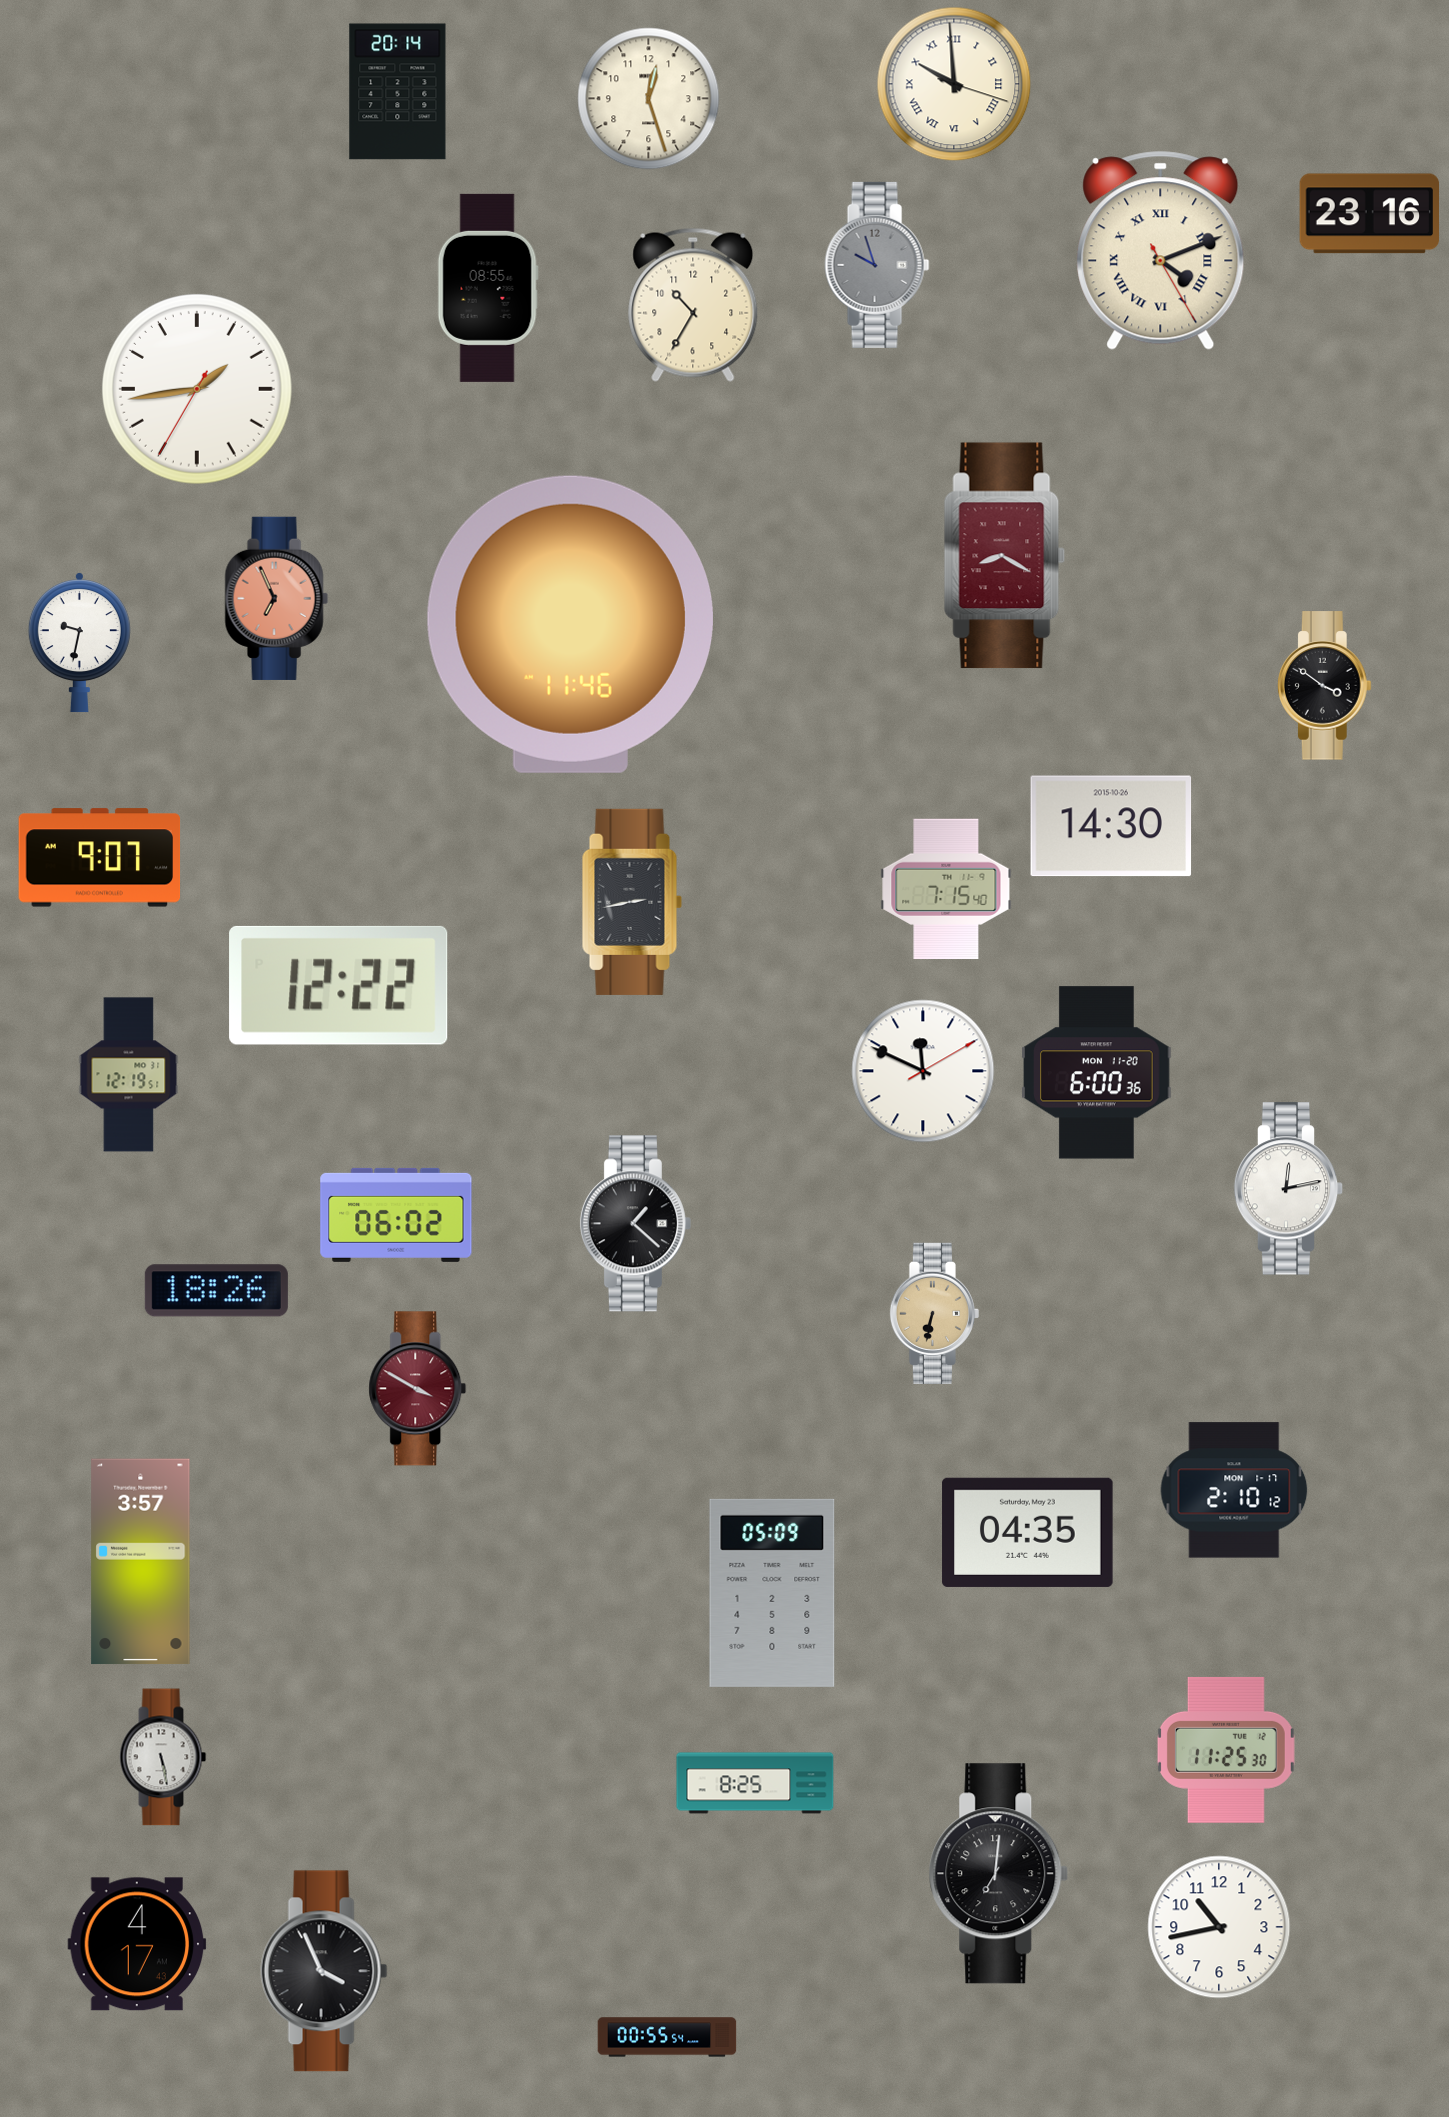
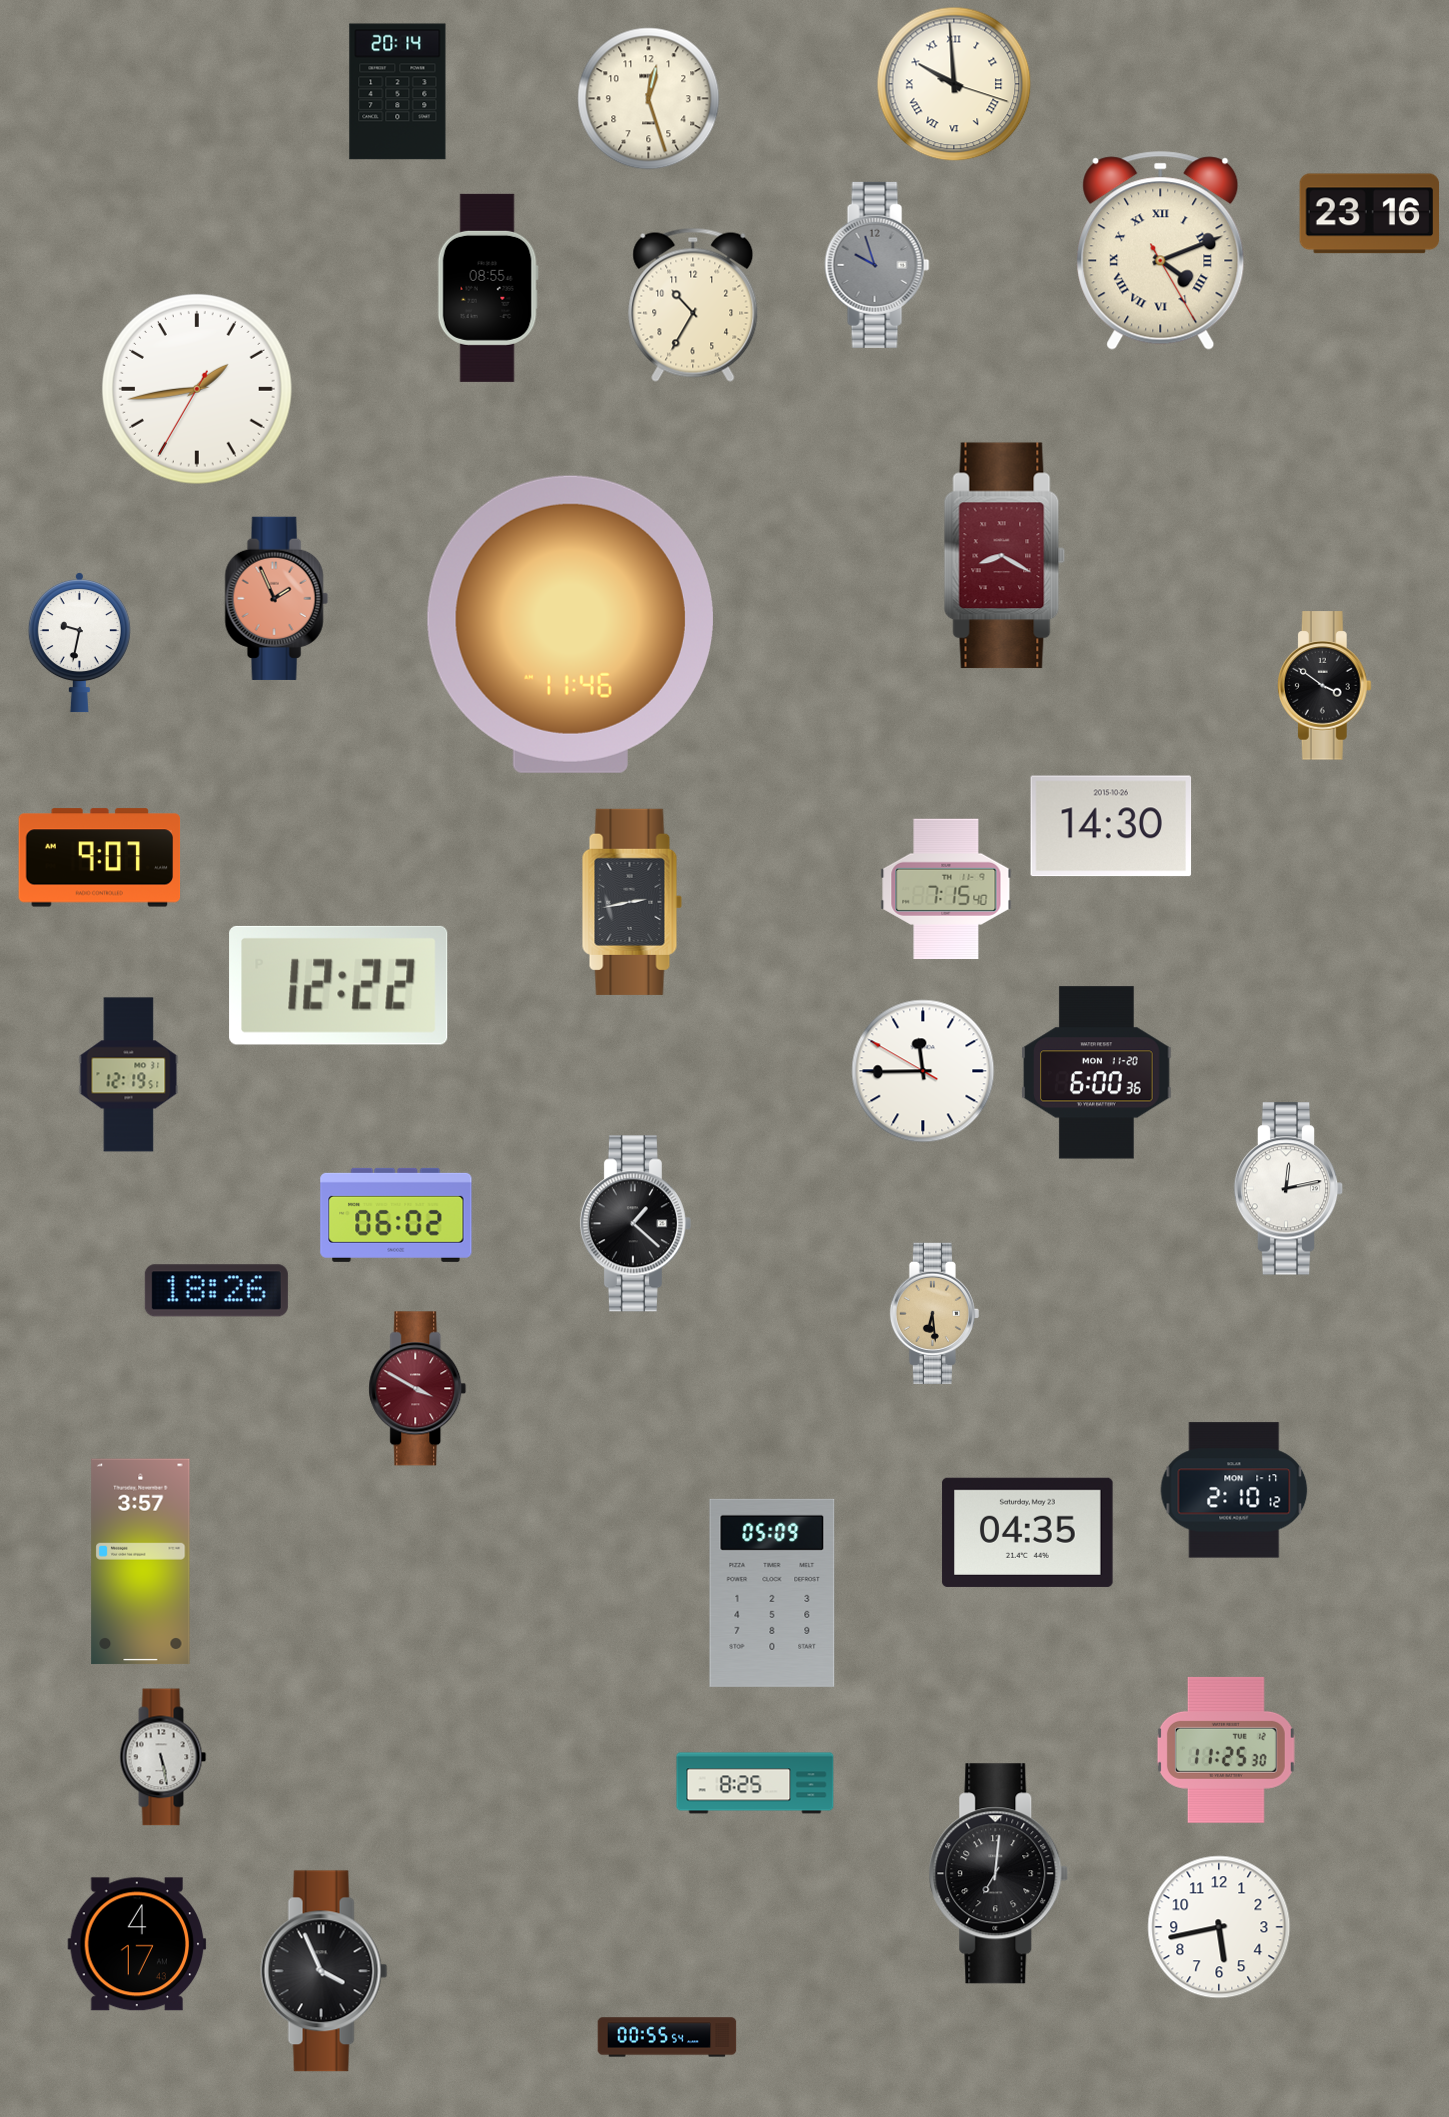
clock at (276, 598): 6:56 -> 1:56
clock at (923, 1071): 11:49 -> 11:44
clock at (934, 1313): 6:32 -> 6:29
clock at (1219, 1927): 10:43 -> 5:43
